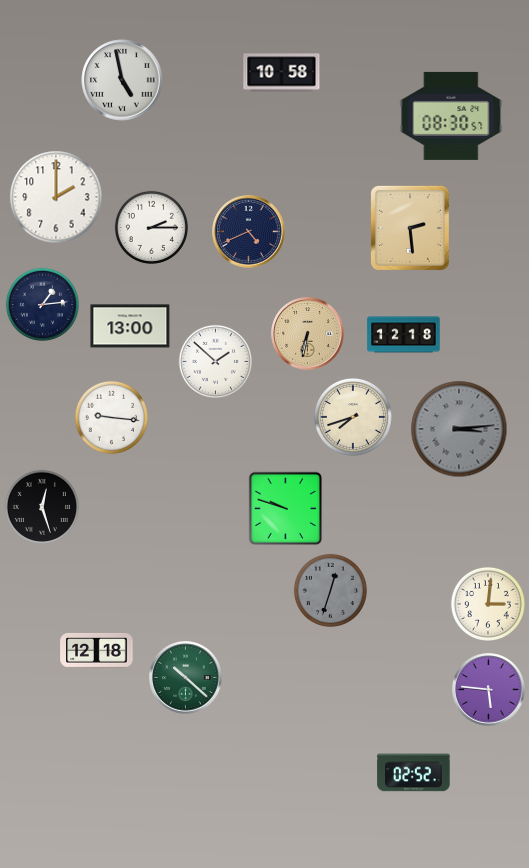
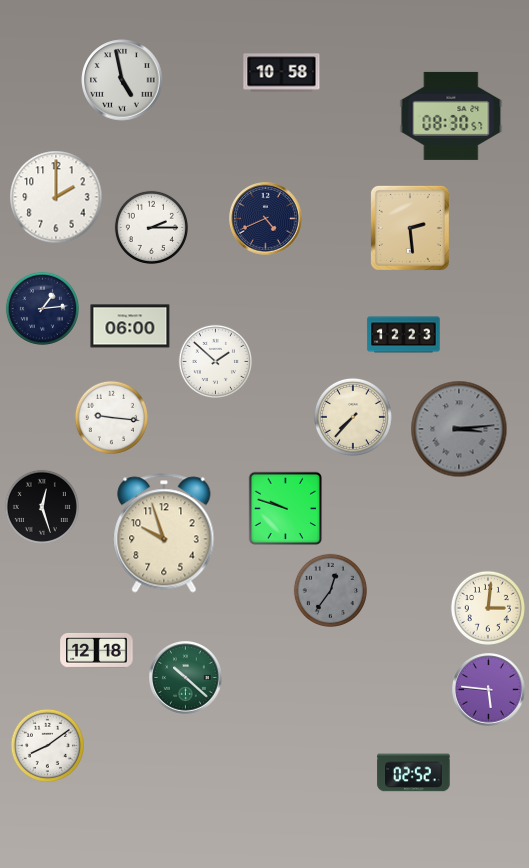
clock at (249, 232) position: (249, 232) -> (266, 219)
clock at (42, 304) position: (42, 304) -> (42, 308)
clock at (130, 326): 13:00 -> 06:00
clock at (308, 334): 6:32 -> none
clock at (404, 335): 12:18 -> 12:23
clock at (353, 417): 7:42 -> 7:37
clock at (164, 533): none -> 9:57
clock at (330, 590): 12:33 -> 12:36
clock at (488, 604) position: (488, 604) -> (488, 608)
clock at (47, 745): none -> 8:09
